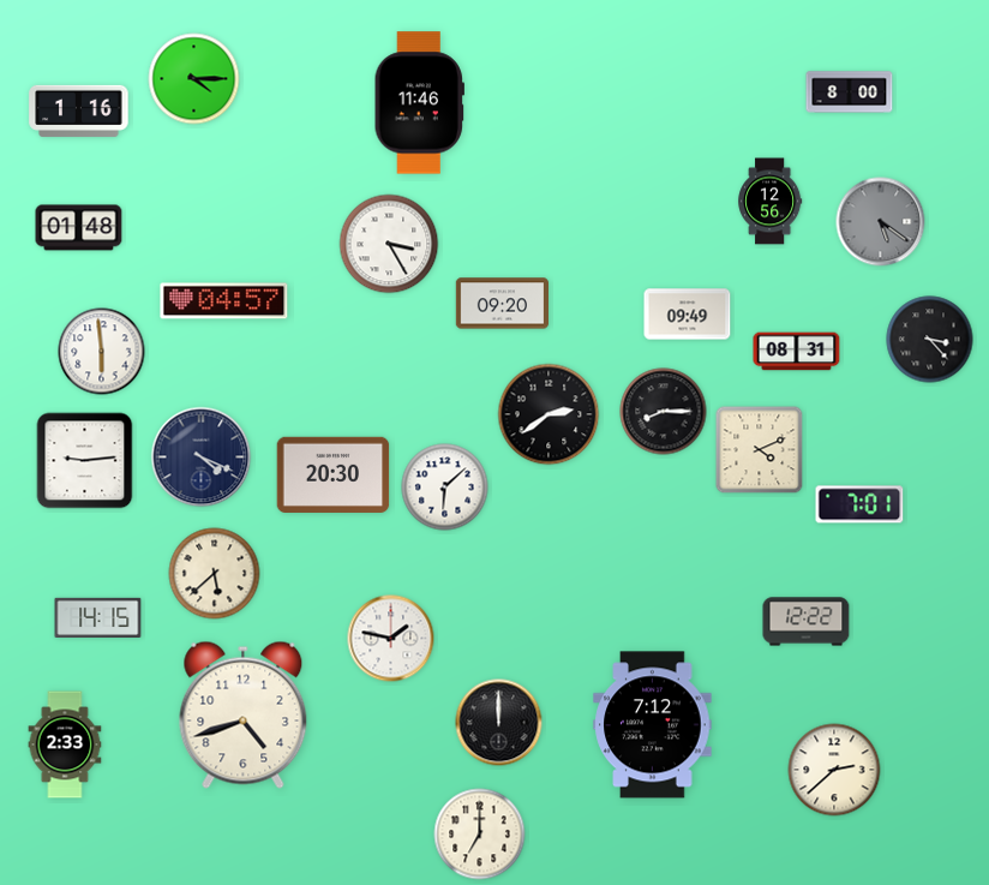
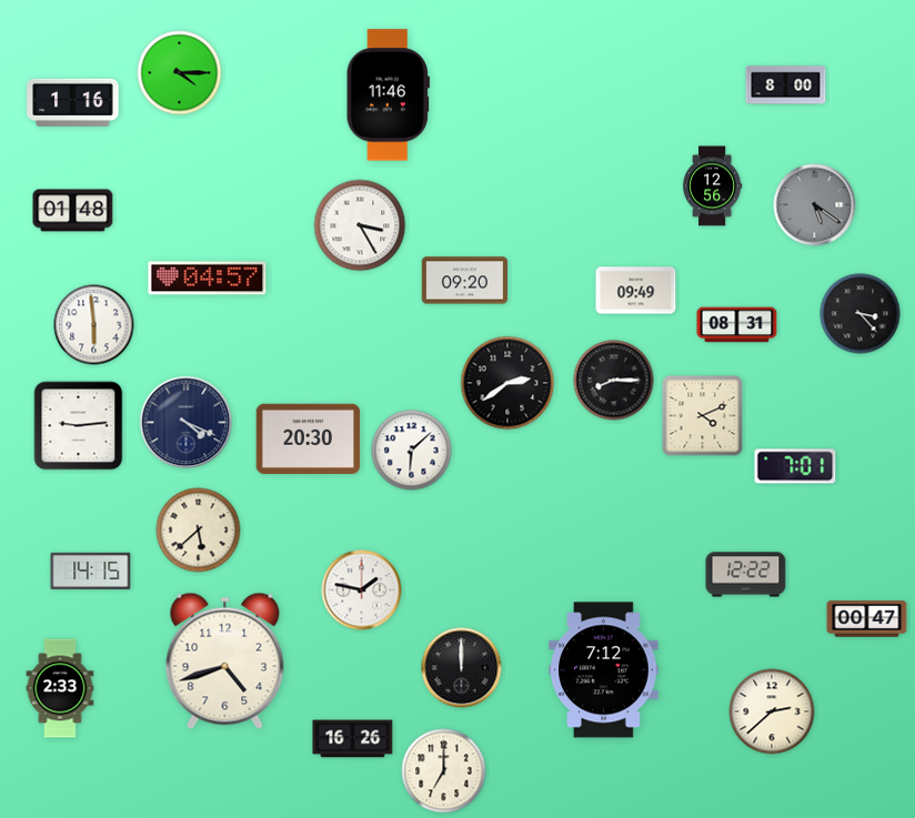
clock at (867, 619): none -> 00:47
clock at (353, 739): none -> 16:26
